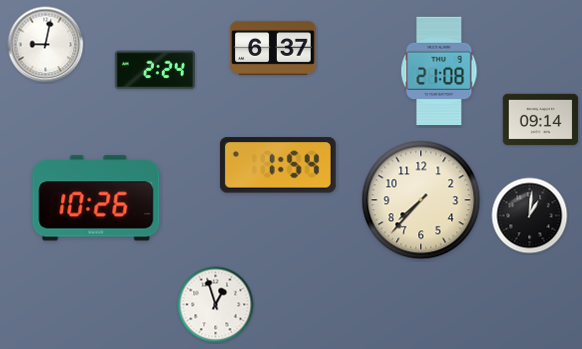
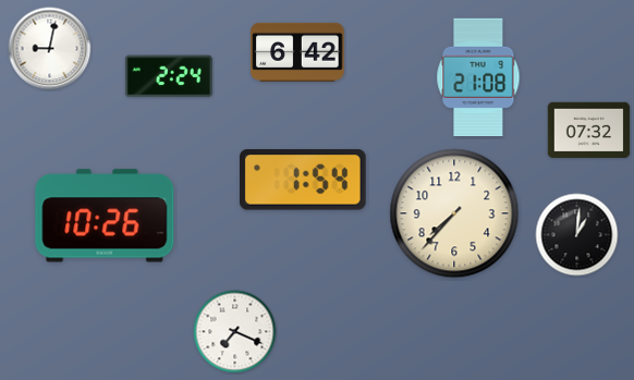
clock at (273, 48): 6:37 -> 6:42
clock at (541, 120): 09:14 -> 07:32
clock at (421, 200) position: (421, 200) -> (454, 213)
clock at (216, 305): 12:57 -> 7:19
